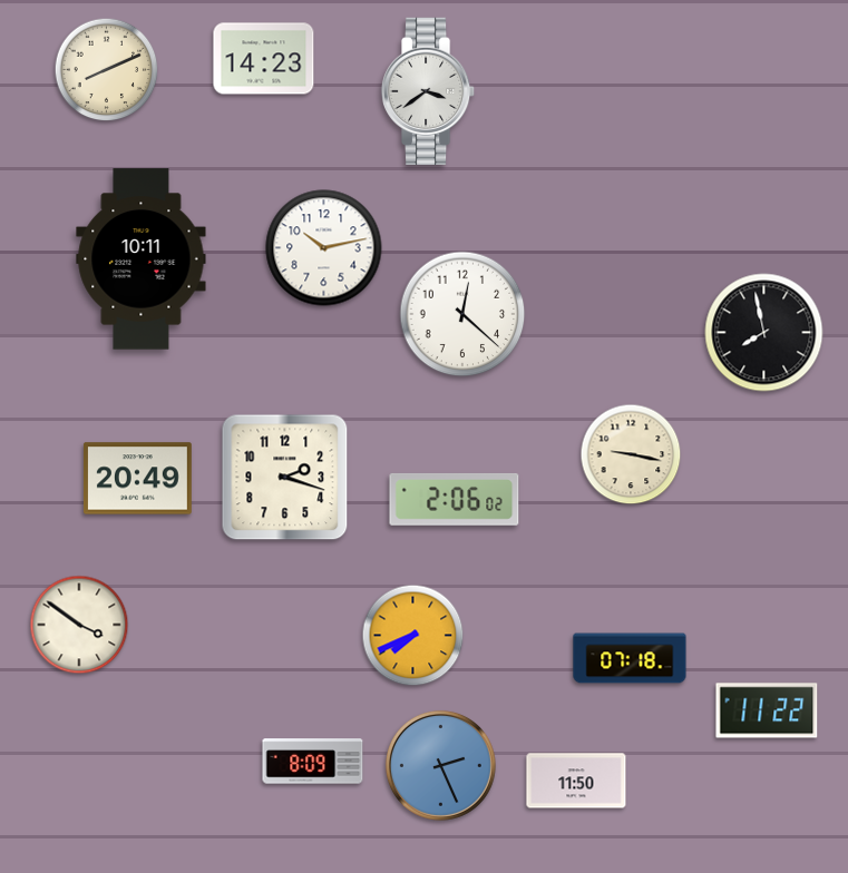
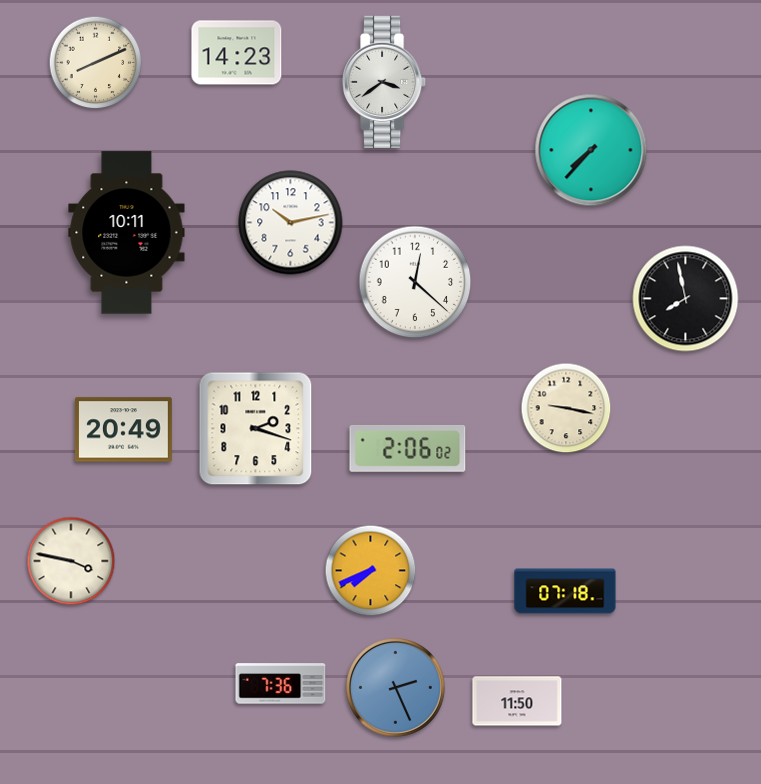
clock at (591, 150): none -> 7:37
clock at (79, 625): 3:51 -> 3:47
clock at (767, 710): 11:22 -> none
clock at (313, 762): 8:09 -> 7:36
